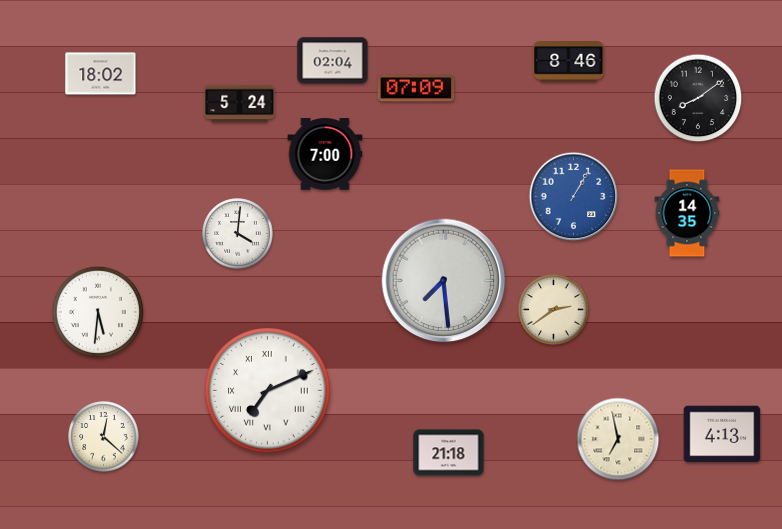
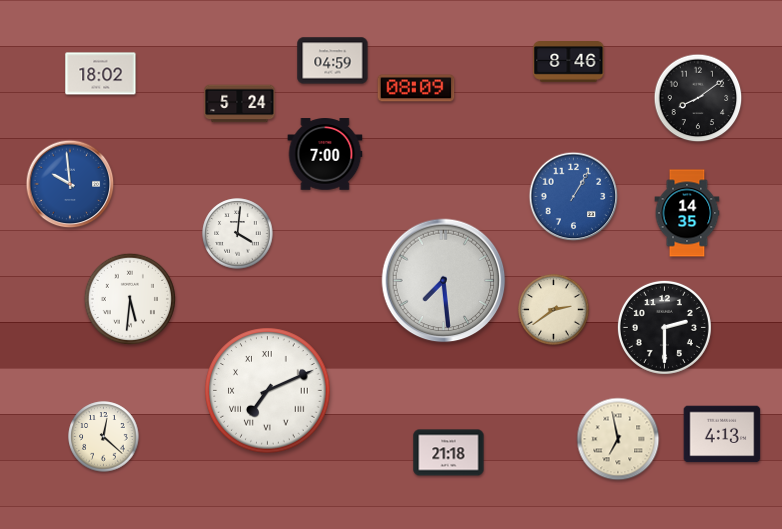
clock at (333, 61): 02:04 -> 04:59
clock at (416, 88): 07:09 -> 08:09
clock at (70, 184): none -> 9:59
clock at (97, 311) position: (97, 311) -> (129, 298)
clock at (664, 327): none -> 2:30
